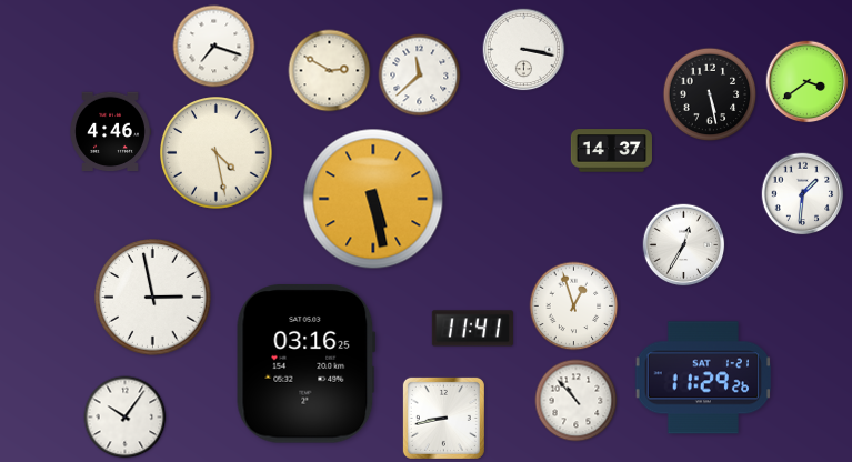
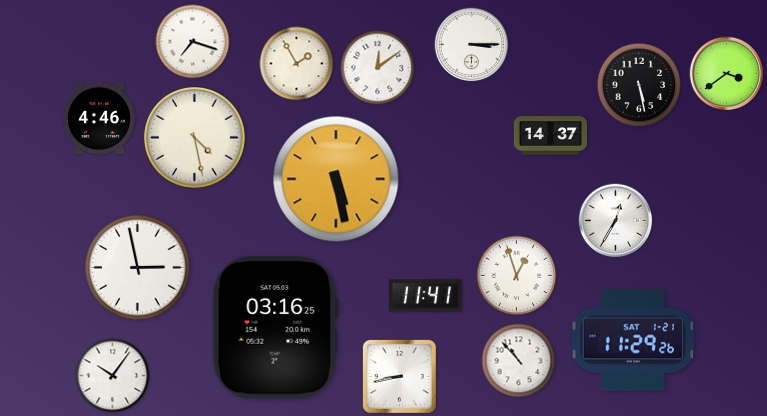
clock at (524, 50): 3:17 -> 3:15
clock at (330, 71): 2:50 -> 1:55
clock at (420, 76): 11:38 -> 12:09
clock at (803, 194): 1:31 -> none
